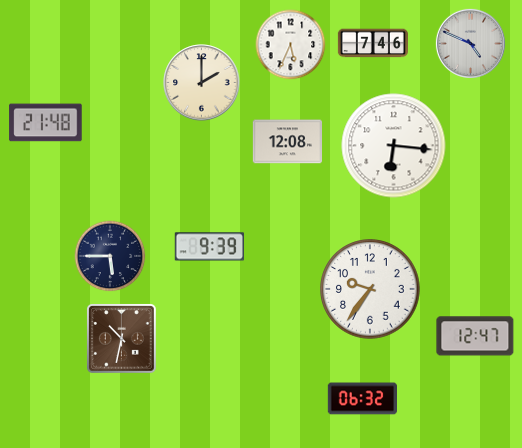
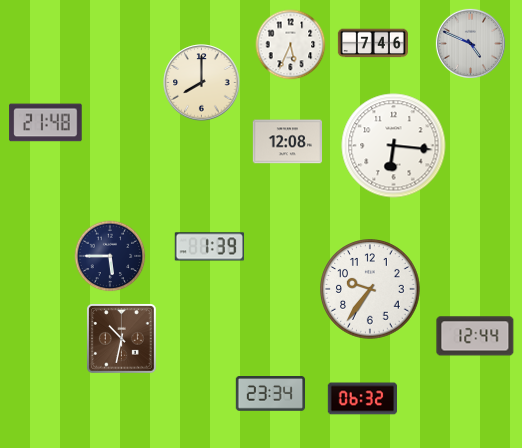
clock at (202, 83): 2:00 -> 8:00
clock at (209, 247): 9:39 -> 1:39
clock at (475, 336): 12:47 -> 12:44
clock at (270, 394): none -> 23:34
